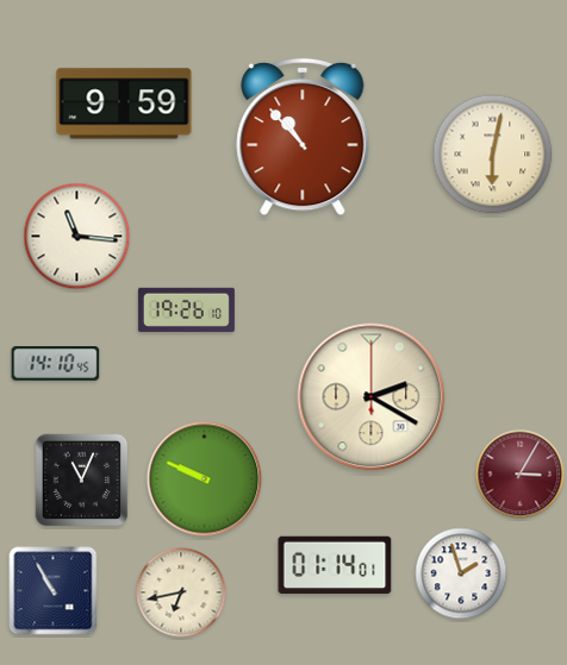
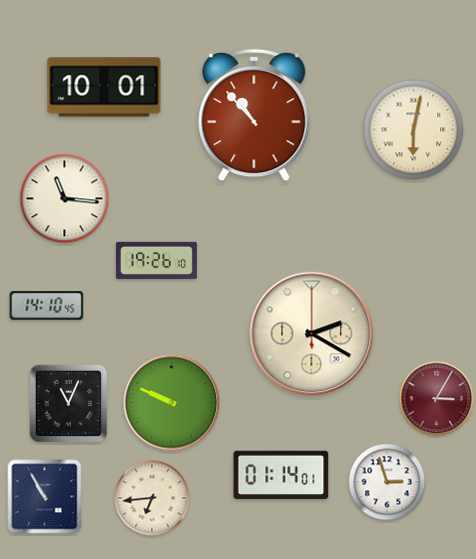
clock at (124, 103): 9:59 -> 10:01
clock at (461, 573): 1:57 -> 2:57
clock at (181, 592): 6:43 -> 6:44
